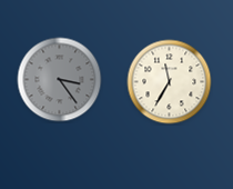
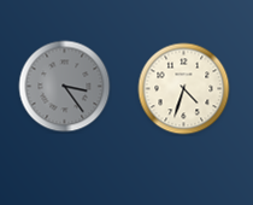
clock at (170, 82): 11:35 -> 4:33
